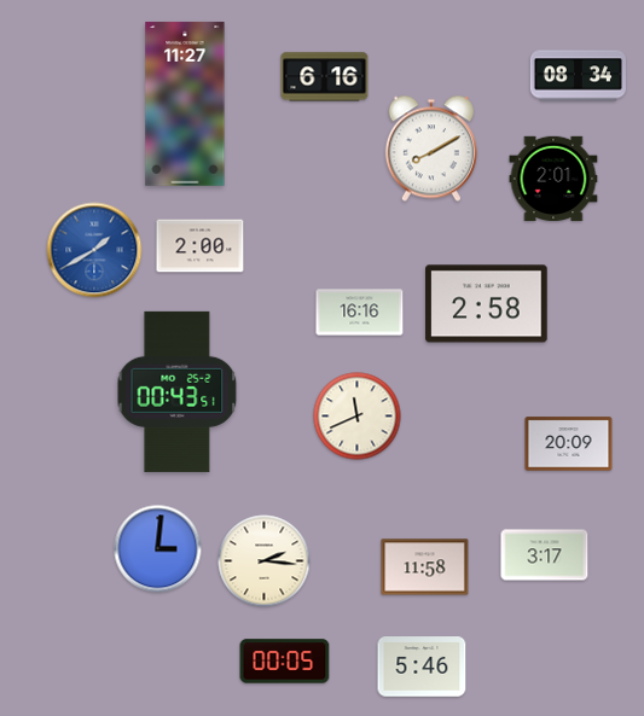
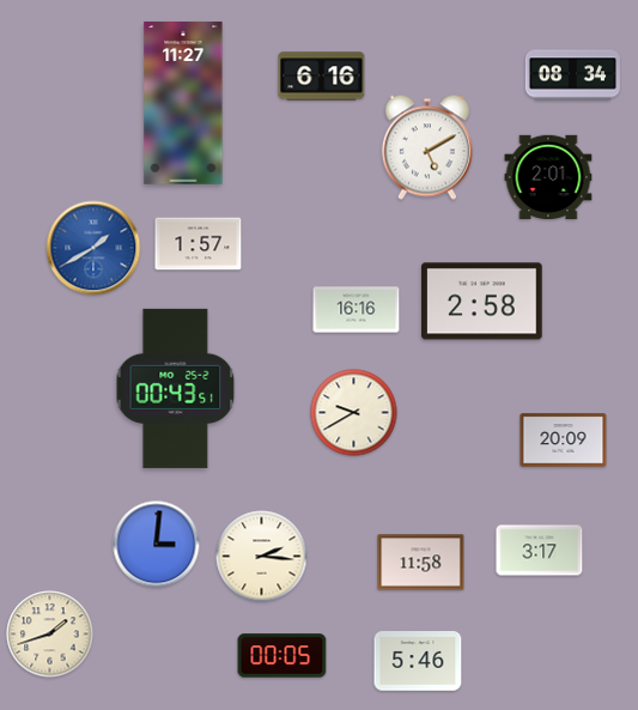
clock at (431, 149): 8:10 -> 5:10
clock at (201, 246): 2:00 -> 1:57
clock at (358, 417): 11:41 -> 9:40
clock at (50, 635): none -> 1:42
